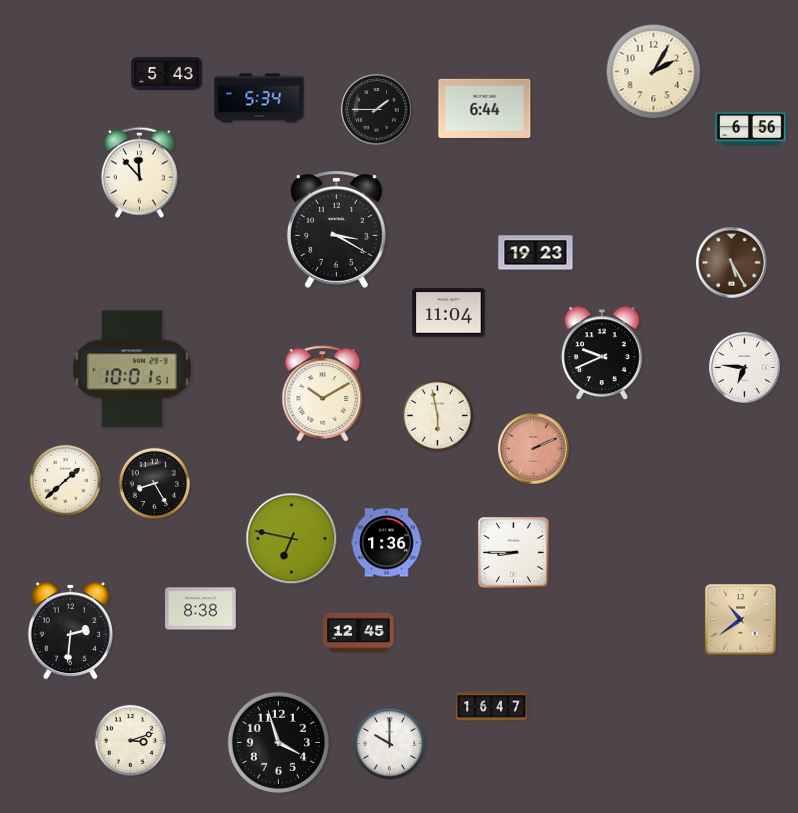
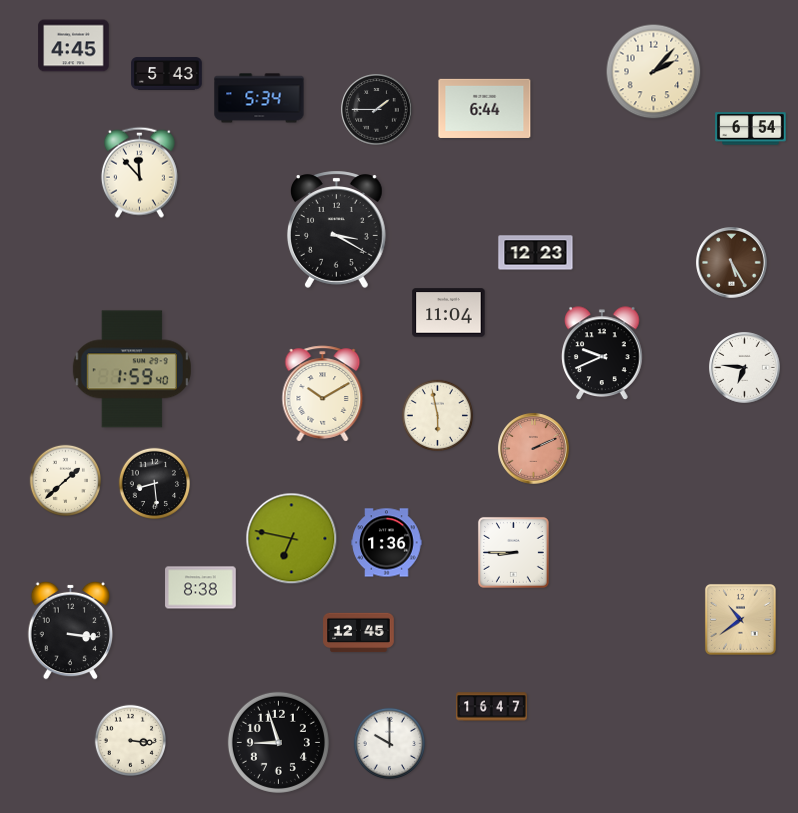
clock at (74, 46): none -> 4:45
clock at (654, 72): 2:05 -> 2:07
clock at (751, 129): 6:56 -> 6:54
clock at (536, 253): 19:23 -> 12:23
clock at (132, 369): 10:01 -> 1:59
clock at (154, 483): 8:25 -> 8:29
clock at (201, 609) position: (201, 609) -> (201, 588)
clock at (70, 630): 2:31 -> 3:16
clock at (130, 740): 3:12 -> 3:16
clock at (278, 742): 3:57 -> 8:57
